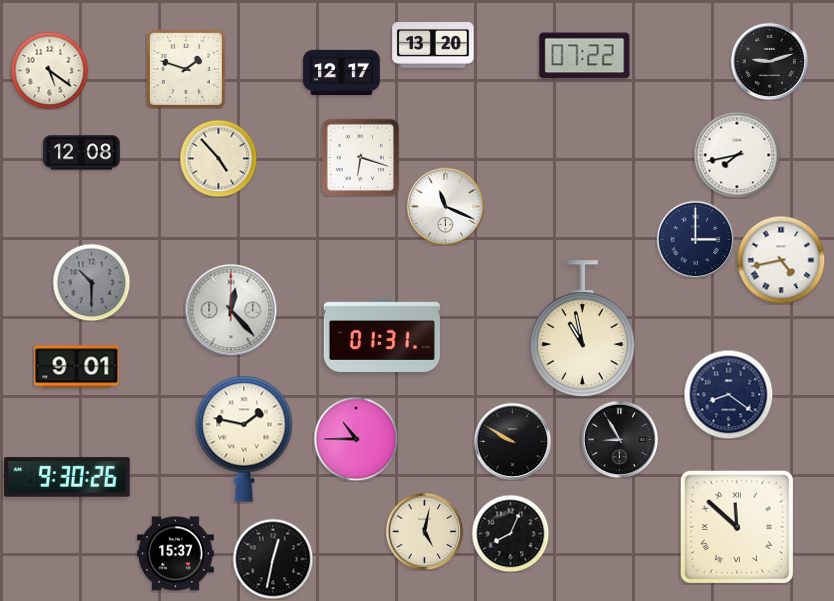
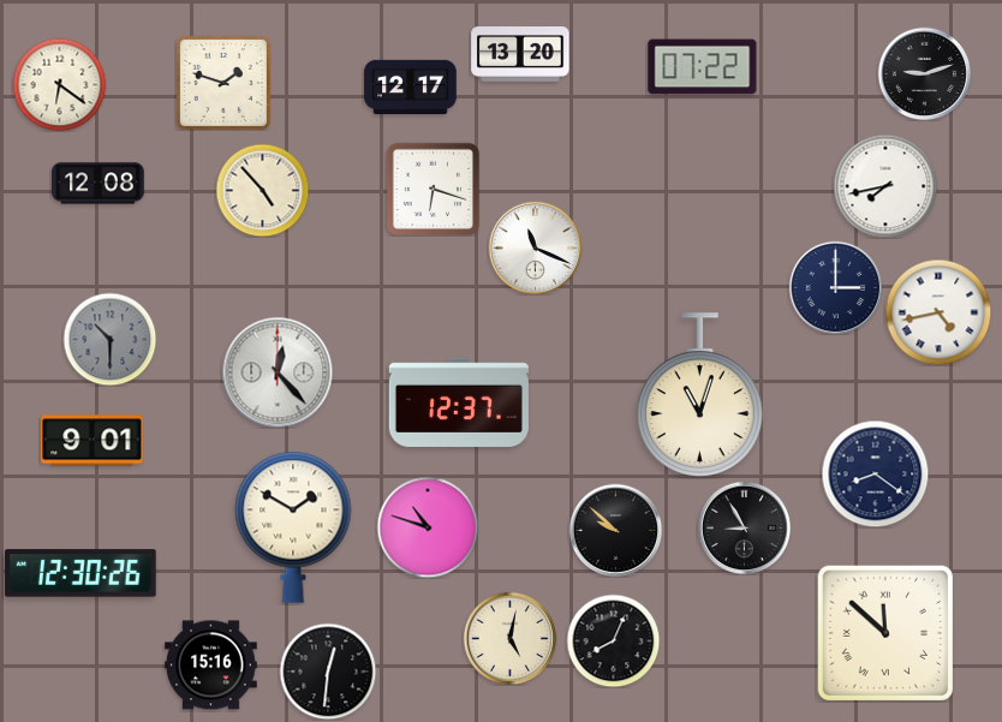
clock at (49, 70): 5:21 -> 6:21
clock at (582, 329): 10:58 -> 11:03
clock at (382, 335): 01:31 -> 12:37
clock at (244, 439): 1:47 -> 1:50
clock at (356, 439): 10:45 -> 10:48
clock at (512, 441): 9:50 -> 9:52
clock at (67, 477): 9:30 -> 12:30
clock at (176, 554): 15:37 -> 15:16
clock at (273, 559): 12:32 -> 12:31
